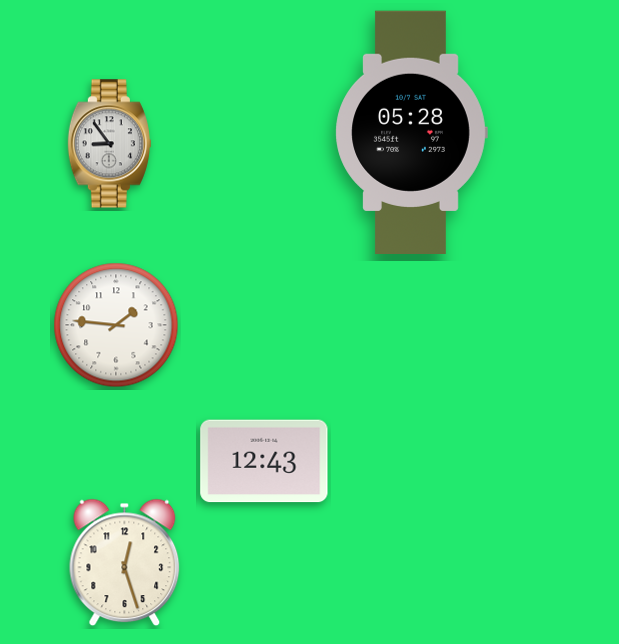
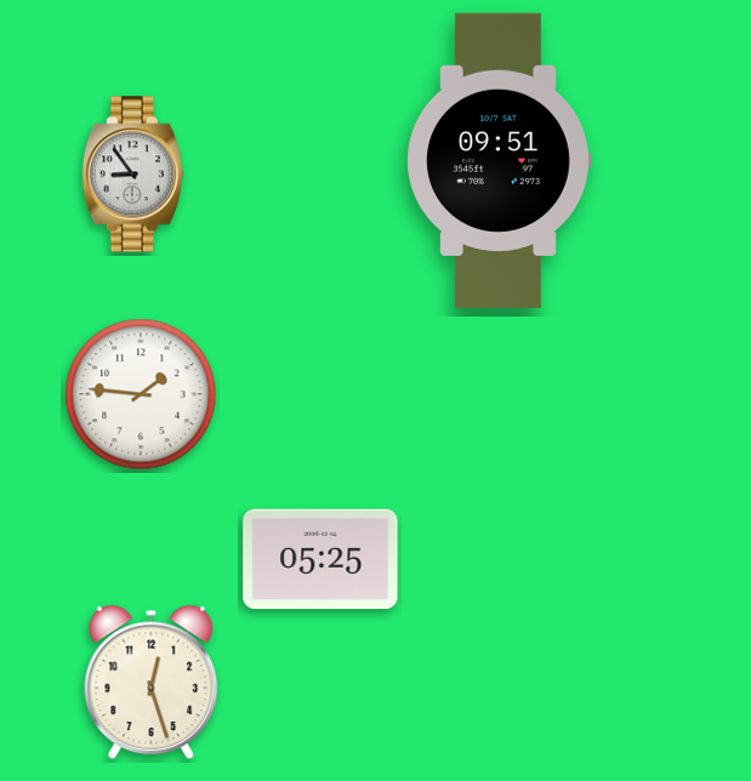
clock at (411, 132): 05:28 -> 09:51
clock at (264, 461): 12:43 -> 05:25
